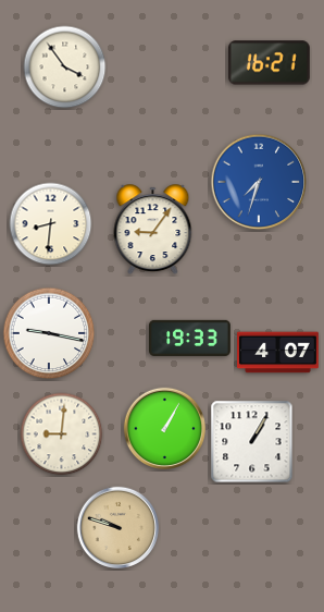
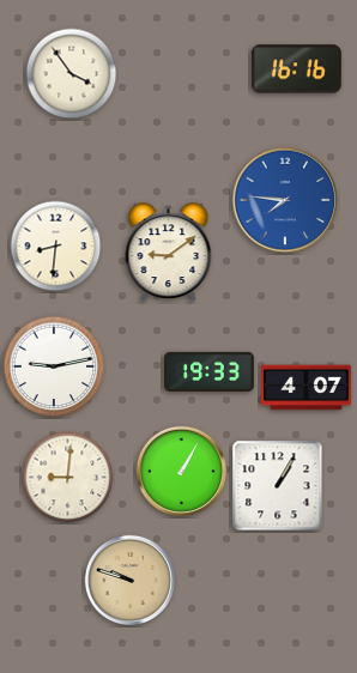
clock at (269, 63): 16:21 -> 16:16
clock at (259, 182): 7:33 -> 7:46
clock at (153, 230): 9:06 -> 9:09
clock at (49, 333): 9:17 -> 9:13
